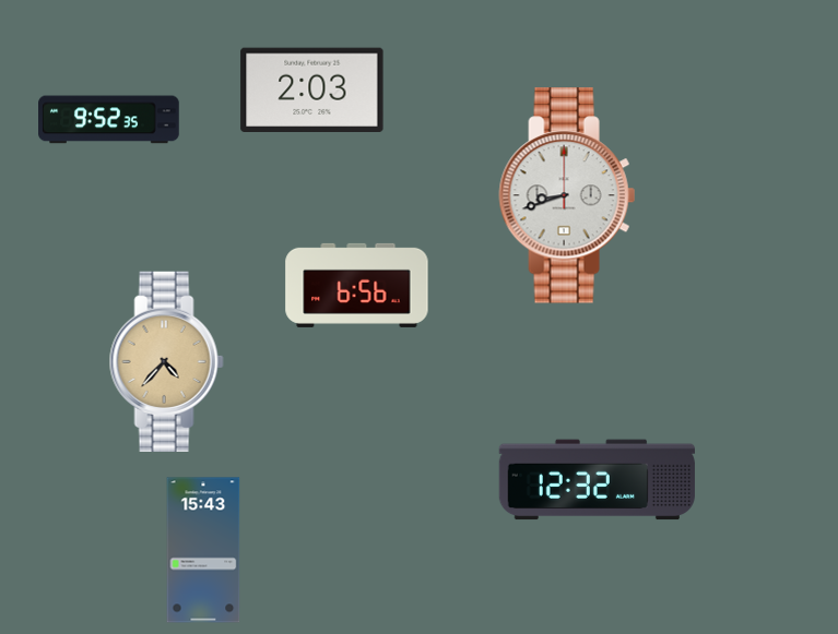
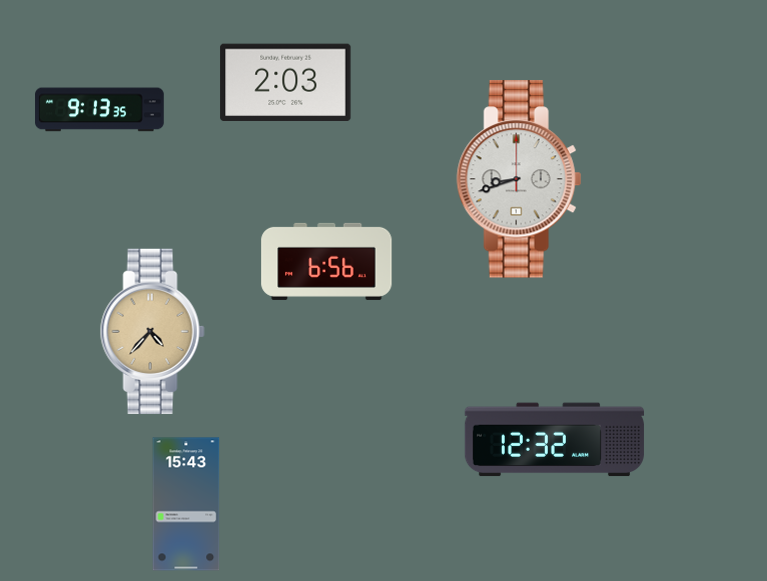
clock at (109, 120): 9:52 -> 9:13
clock at (597, 480) position: (597, 480) -> (554, 440)
